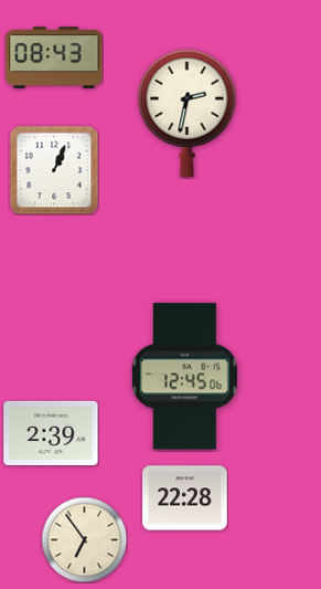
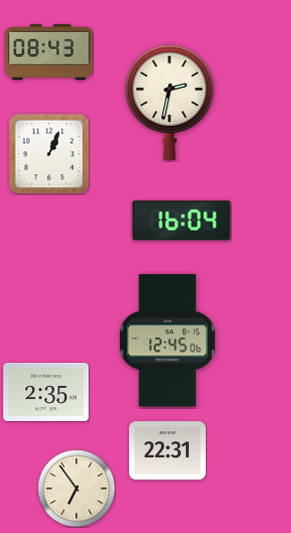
clock at (182, 221): none -> 16:04
clock at (51, 433): 2:39 -> 2:35
clock at (185, 498): 22:28 -> 22:31
